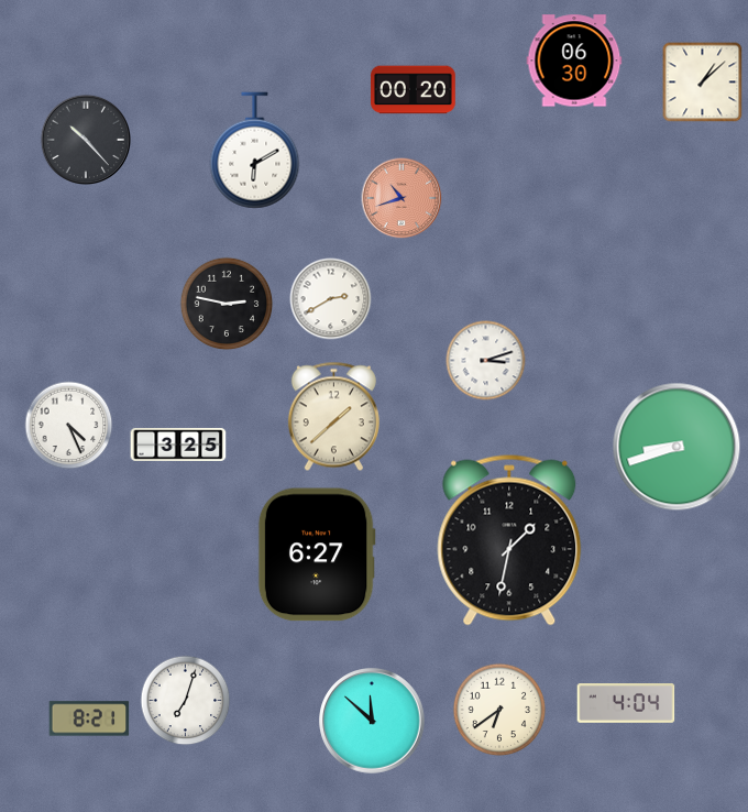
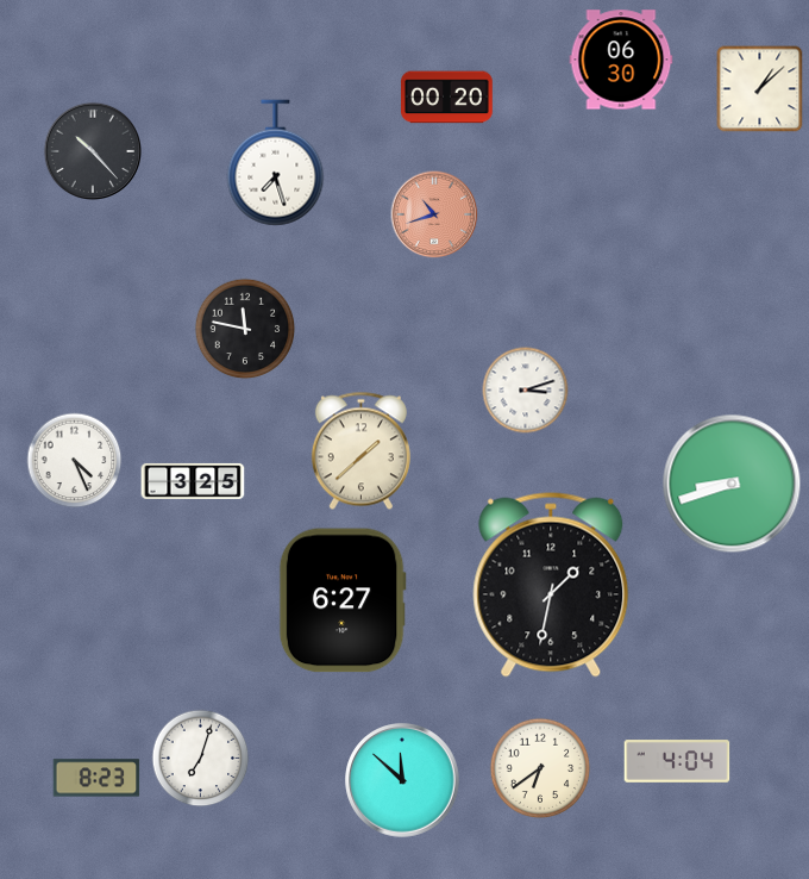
clock at (574, 61) position: (574, 61) -> (621, 60)
clock at (255, 151): 6:10 -> 7:27
clock at (331, 299): 2:40 -> none
clock at (227, 304): 2:47 -> 11:47
clock at (89, 718): 8:21 -> 8:23
